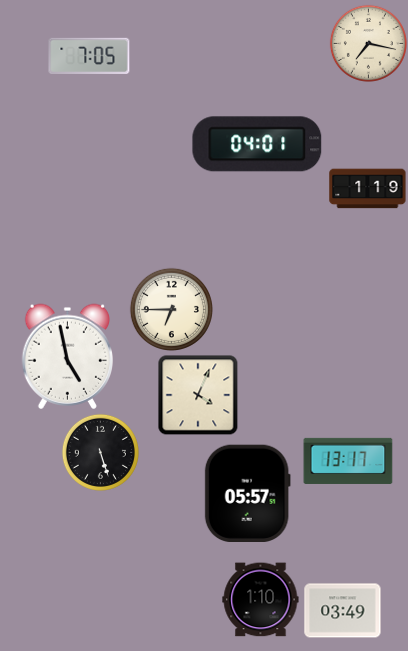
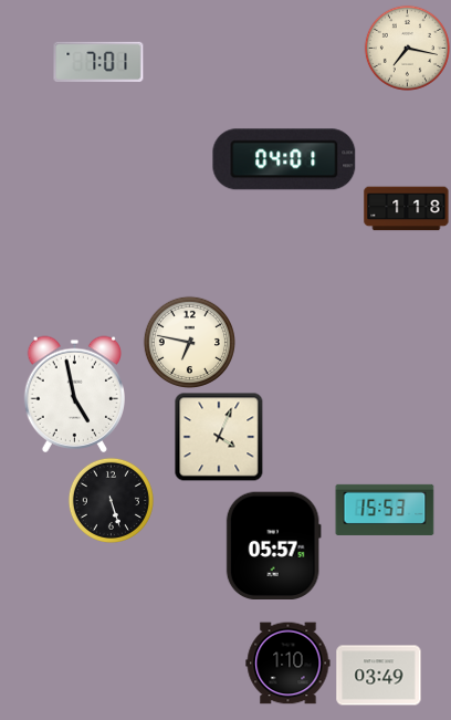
clock at (89, 56): 7:05 -> 7:01
clock at (368, 189): 1:19 -> 1:18
clock at (171, 309): 6:45 -> 6:47
clock at (348, 461): 13:17 -> 15:53
